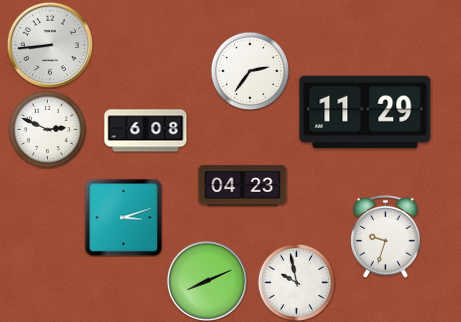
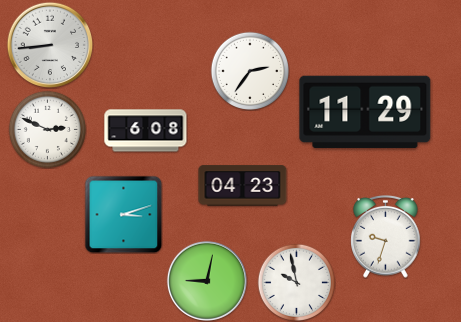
clock at (123, 217) position: (123, 217) -> (123, 214)
clock at (207, 281): 8:11 -> 9:02
